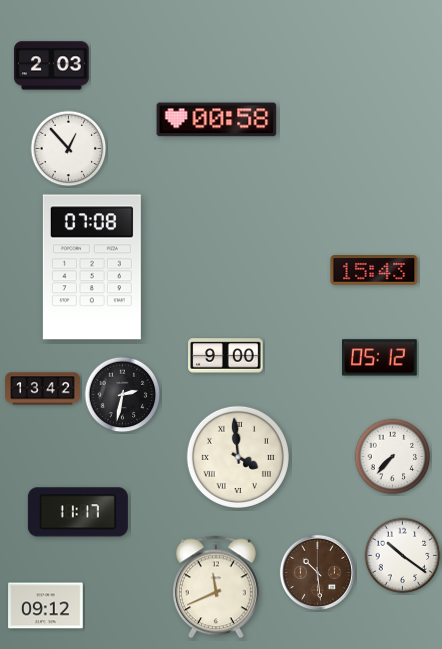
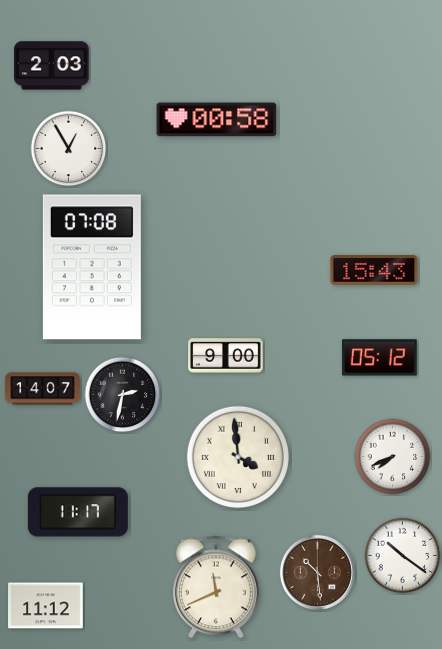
clock at (69, 149): 12:53 -> 12:55
clock at (43, 389): 13:42 -> 14:07
clock at (393, 457): 7:37 -> 7:41
clock at (46, 606): 09:12 -> 11:12
